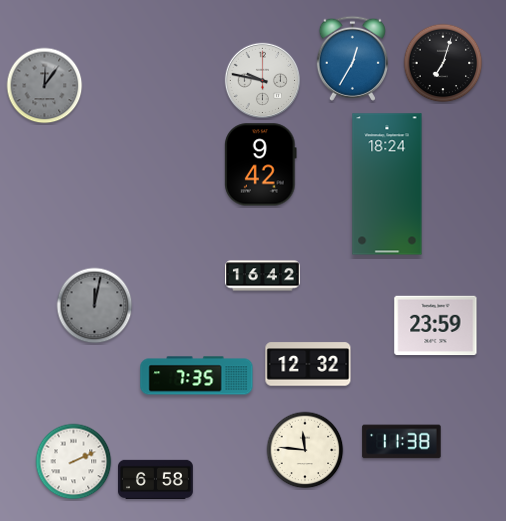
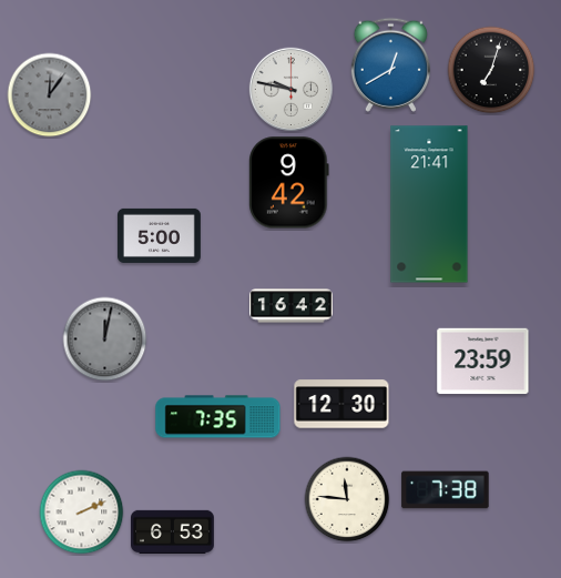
clock at (352, 58): 12:35 -> 12:40
clock at (387, 184): 18:24 -> 21:41
clock at (160, 235): none -> 5:00
clock at (308, 364): 12:32 -> 12:30
clock at (402, 442): 11:38 -> 7:38
clock at (305, 450) position: (305, 450) -> (347, 499)
clock at (156, 479): 6:58 -> 6:53
